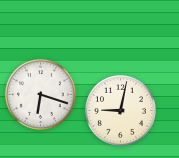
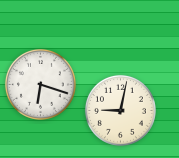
clock at (40, 94) position: (40, 94) -> (40, 84)
